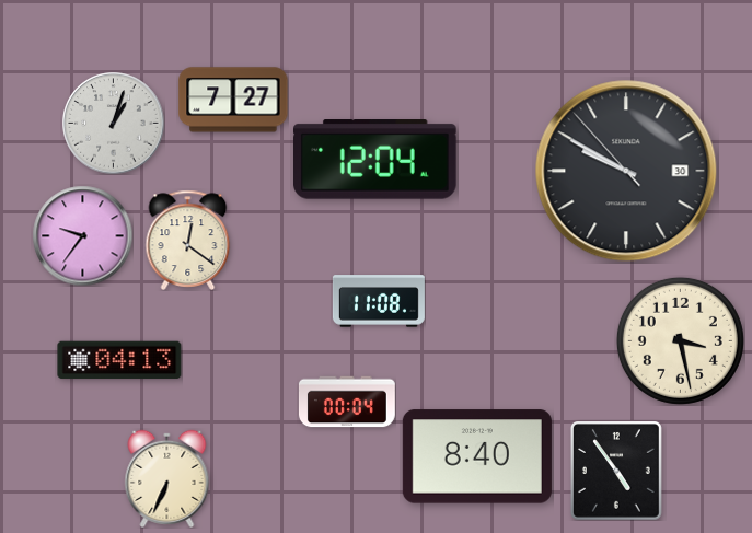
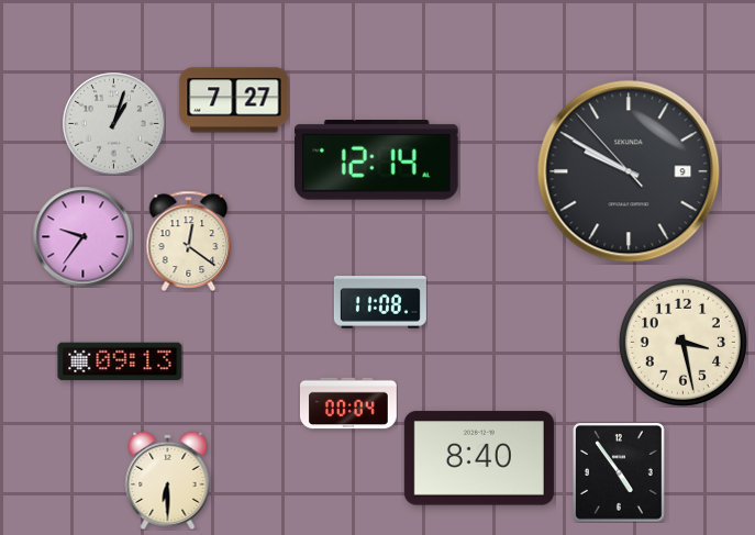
clock at (375, 160): 12:04 -> 12:14
clock at (626, 171) date: 30 -> 9
clock at (119, 360): 04:13 -> 09:13
clock at (167, 478): 6:34 -> 6:30
